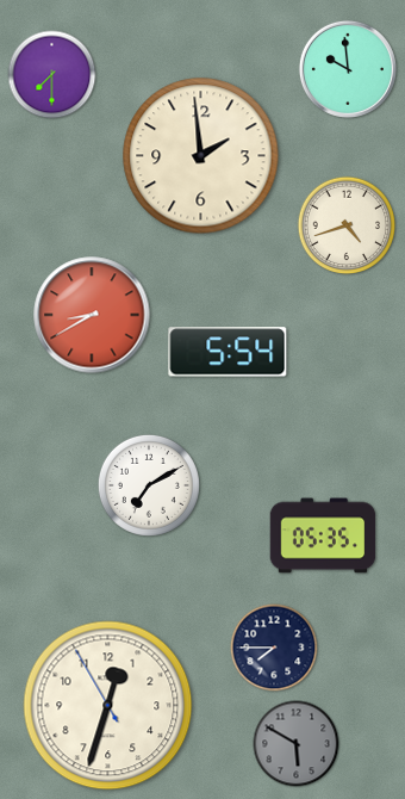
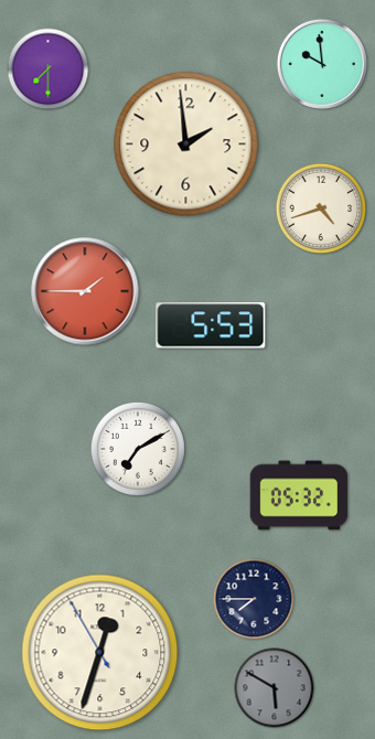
clock at (92, 315): 8:40 -> 1:45
clock at (228, 352): 5:54 -> 5:53
clock at (323, 535): 05:35 -> 05:32
